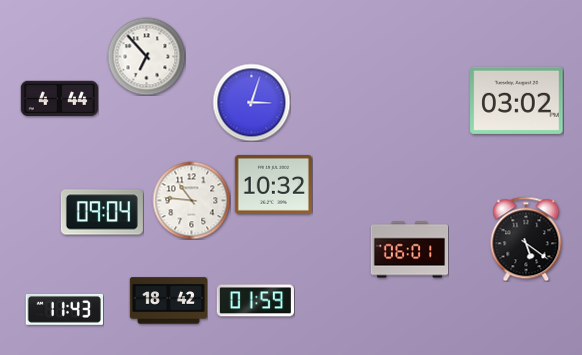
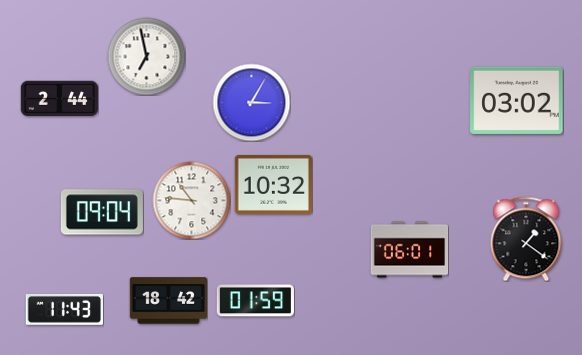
clock at (146, 56): 6:53 -> 6:58
clock at (59, 98): 4:44 -> 2:44
clock at (251, 102): 3:03 -> 3:05
clock at (526, 239): 5:21 -> 1:21
